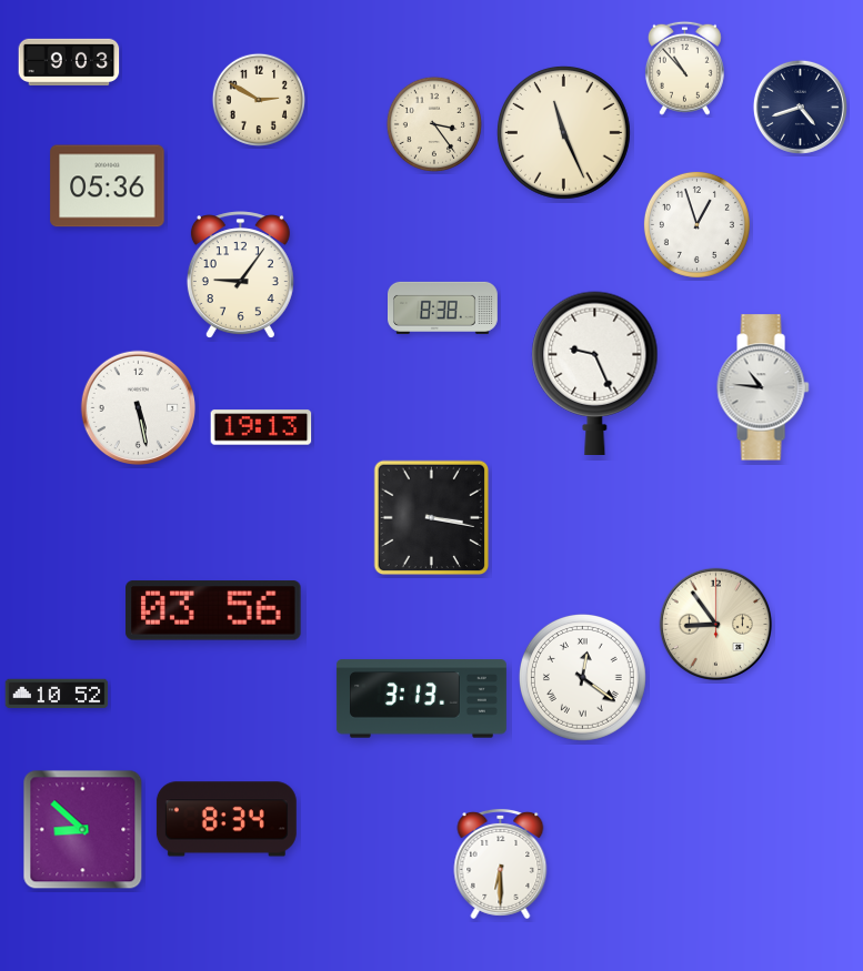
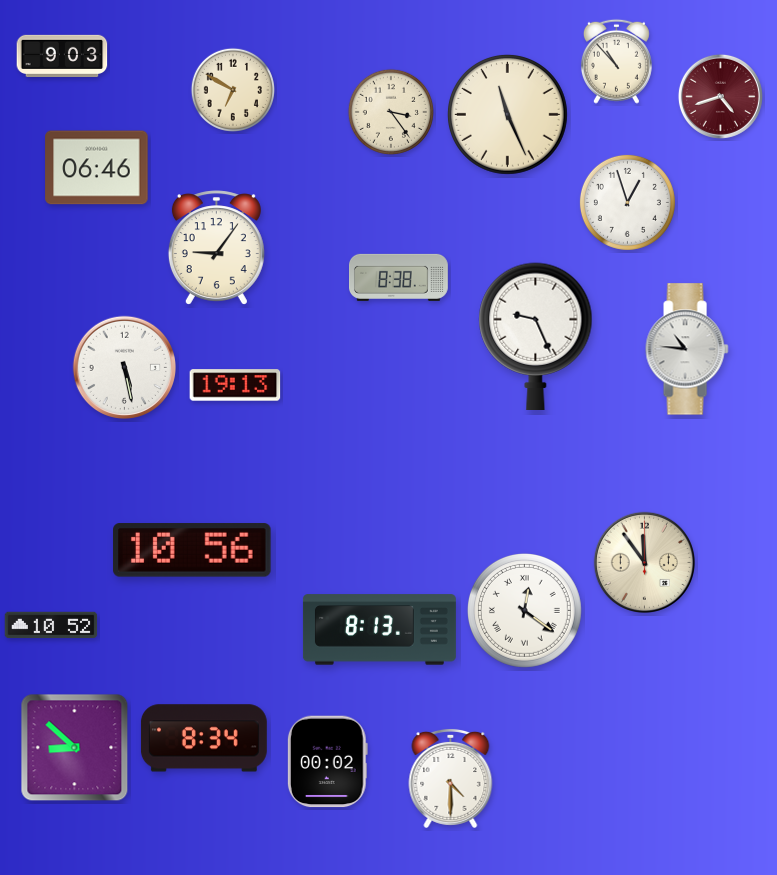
clock at (259, 100): 2:50 -> 6:50
clock at (800, 107) dial: navy -> burgundy
clock at (564, 133) position: (564, 133) -> (508, 115)
clock at (108, 186): 05:36 -> 06:46
clock at (432, 518): 3:17 -> none
clock at (213, 610): 03:56 -> 10:56
clock at (715, 624): 8:54 -> 11:54
clock at (421, 699): 3:13 -> 8:13
clock at (327, 762): none -> 00:02
clock at (501, 863): 6:30 -> 4:30
